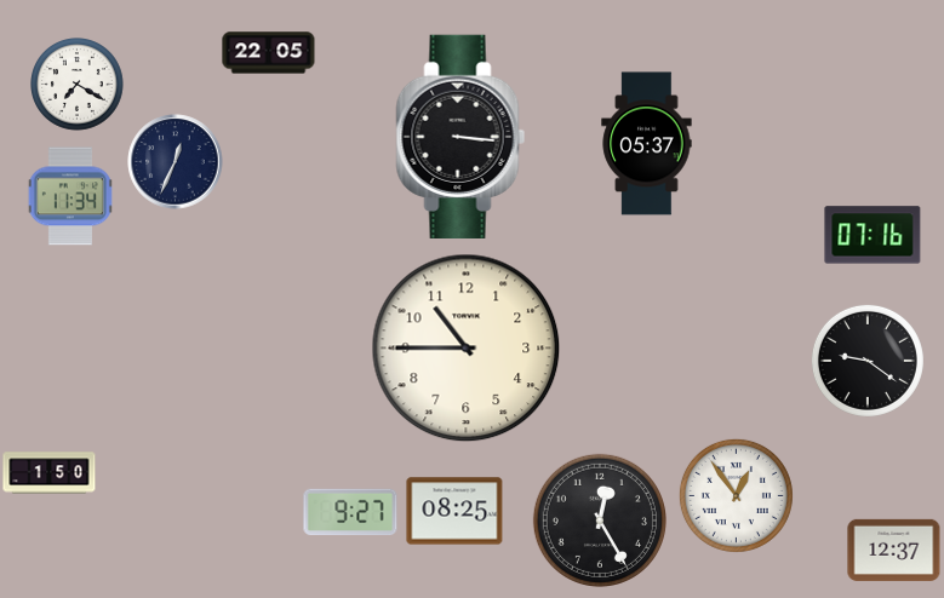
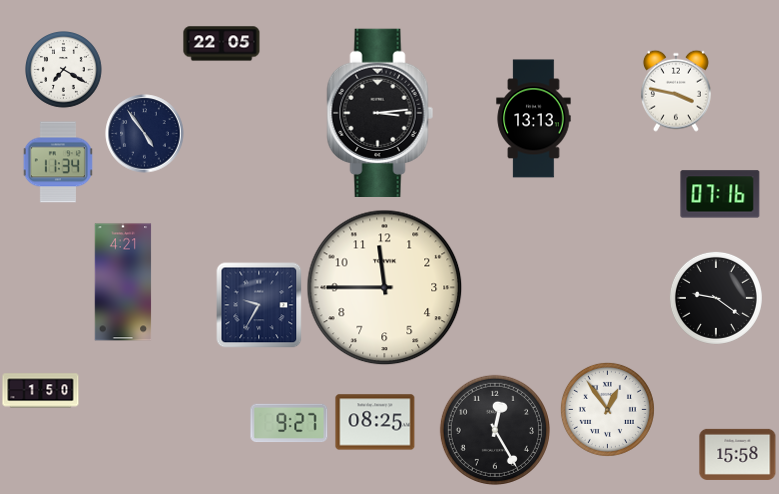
clock at (676, 91): none -> 3:47
clock at (460, 136): 3:16 -> 3:14
clock at (647, 144): 05:37 -> 13:13
clock at (176, 162): 12:34 -> 4:54
clock at (123, 282): none -> 4:21
clock at (467, 349): 10:45 -> 11:45
clock at (259, 305): none -> 9:35
clock at (894, 550): 12:37 -> 15:58
